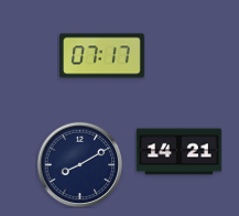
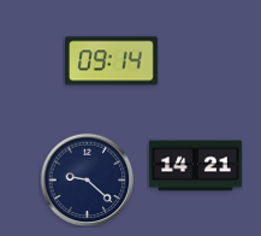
clock at (102, 56): 07:17 -> 09:14
clock at (79, 164): 8:10 -> 9:22
